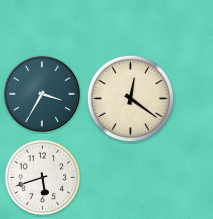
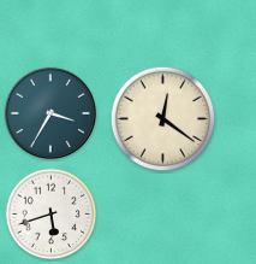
clock at (131, 99) position: (131, 99) -> (163, 119)
